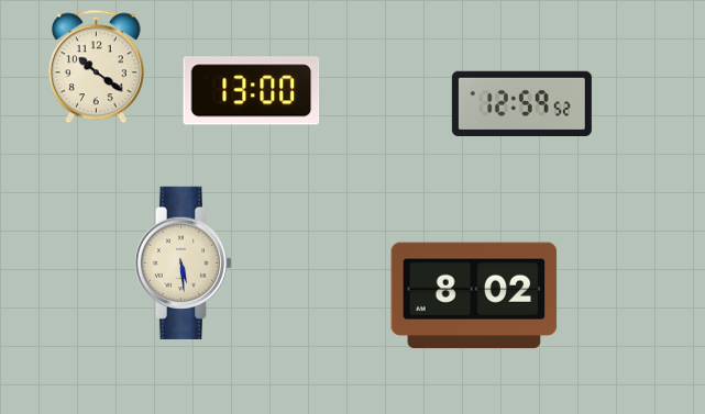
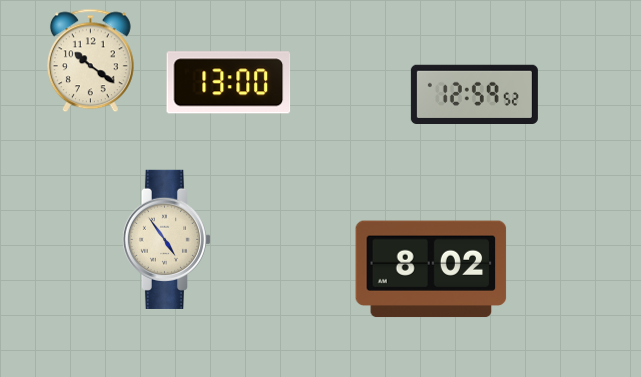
clock at (96, 67) position: (96, 67) -> (90, 61)
clock at (184, 262): 5:29 -> 4:54
